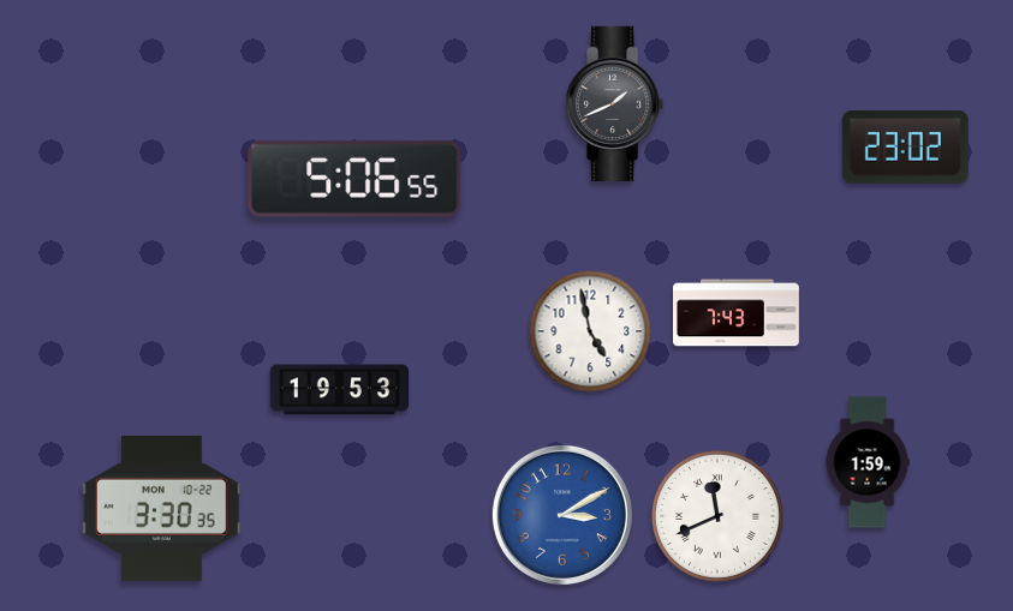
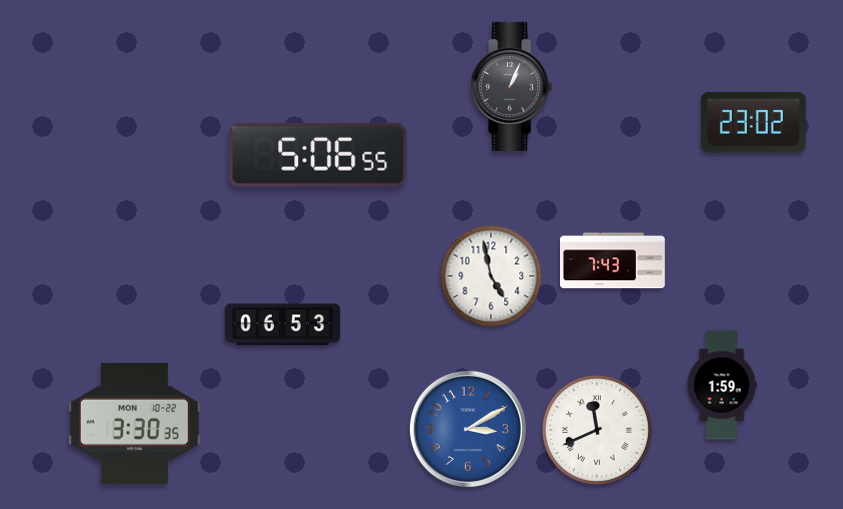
clock at (615, 103): 1:41 -> 1:04
clock at (354, 179) position: (354, 179) -> (318, 155)
clock at (340, 390): 19:53 -> 06:53
